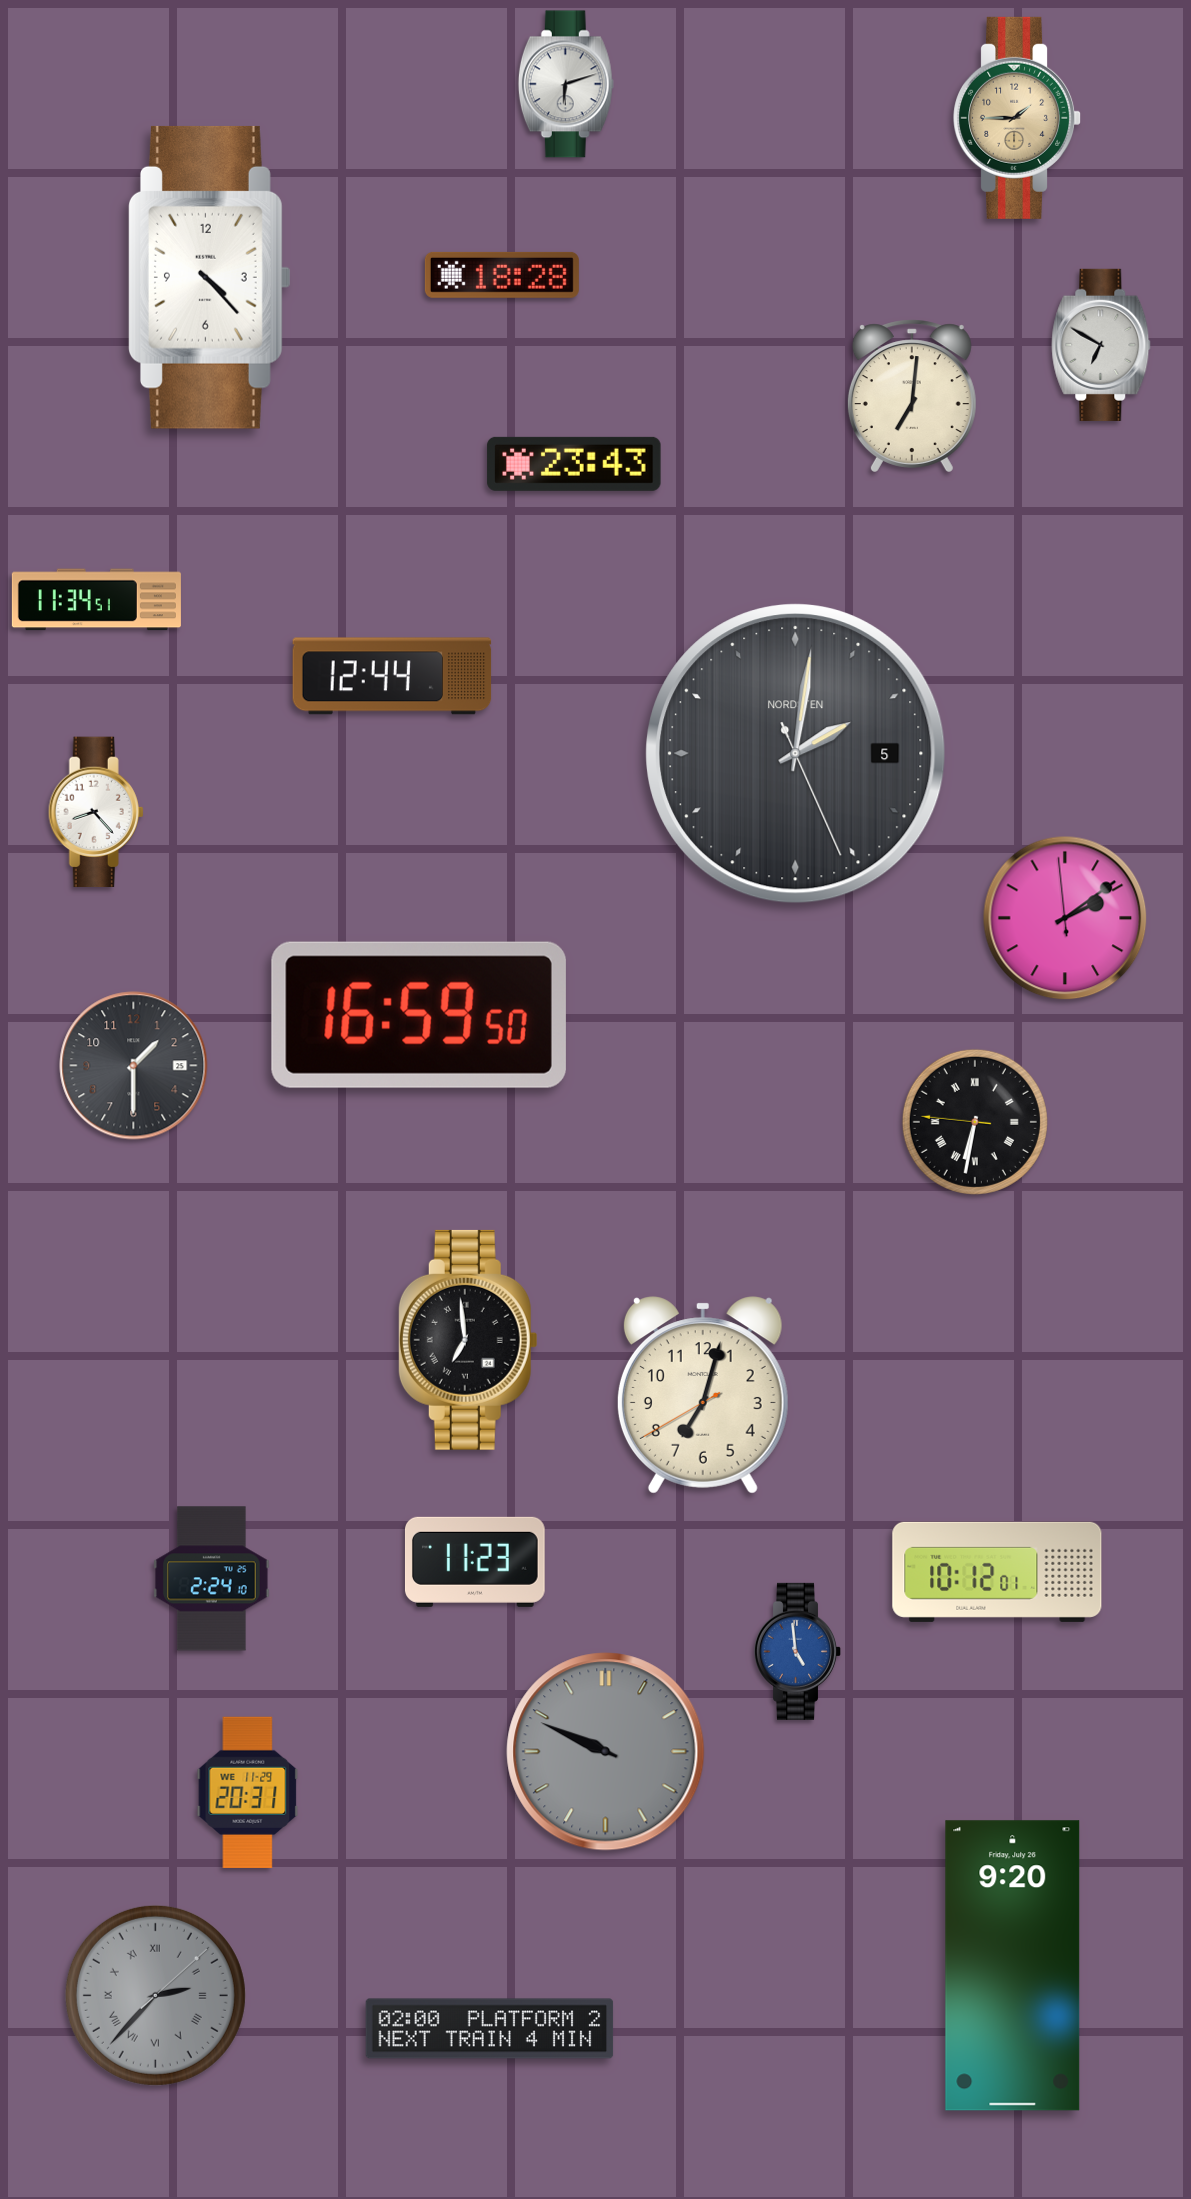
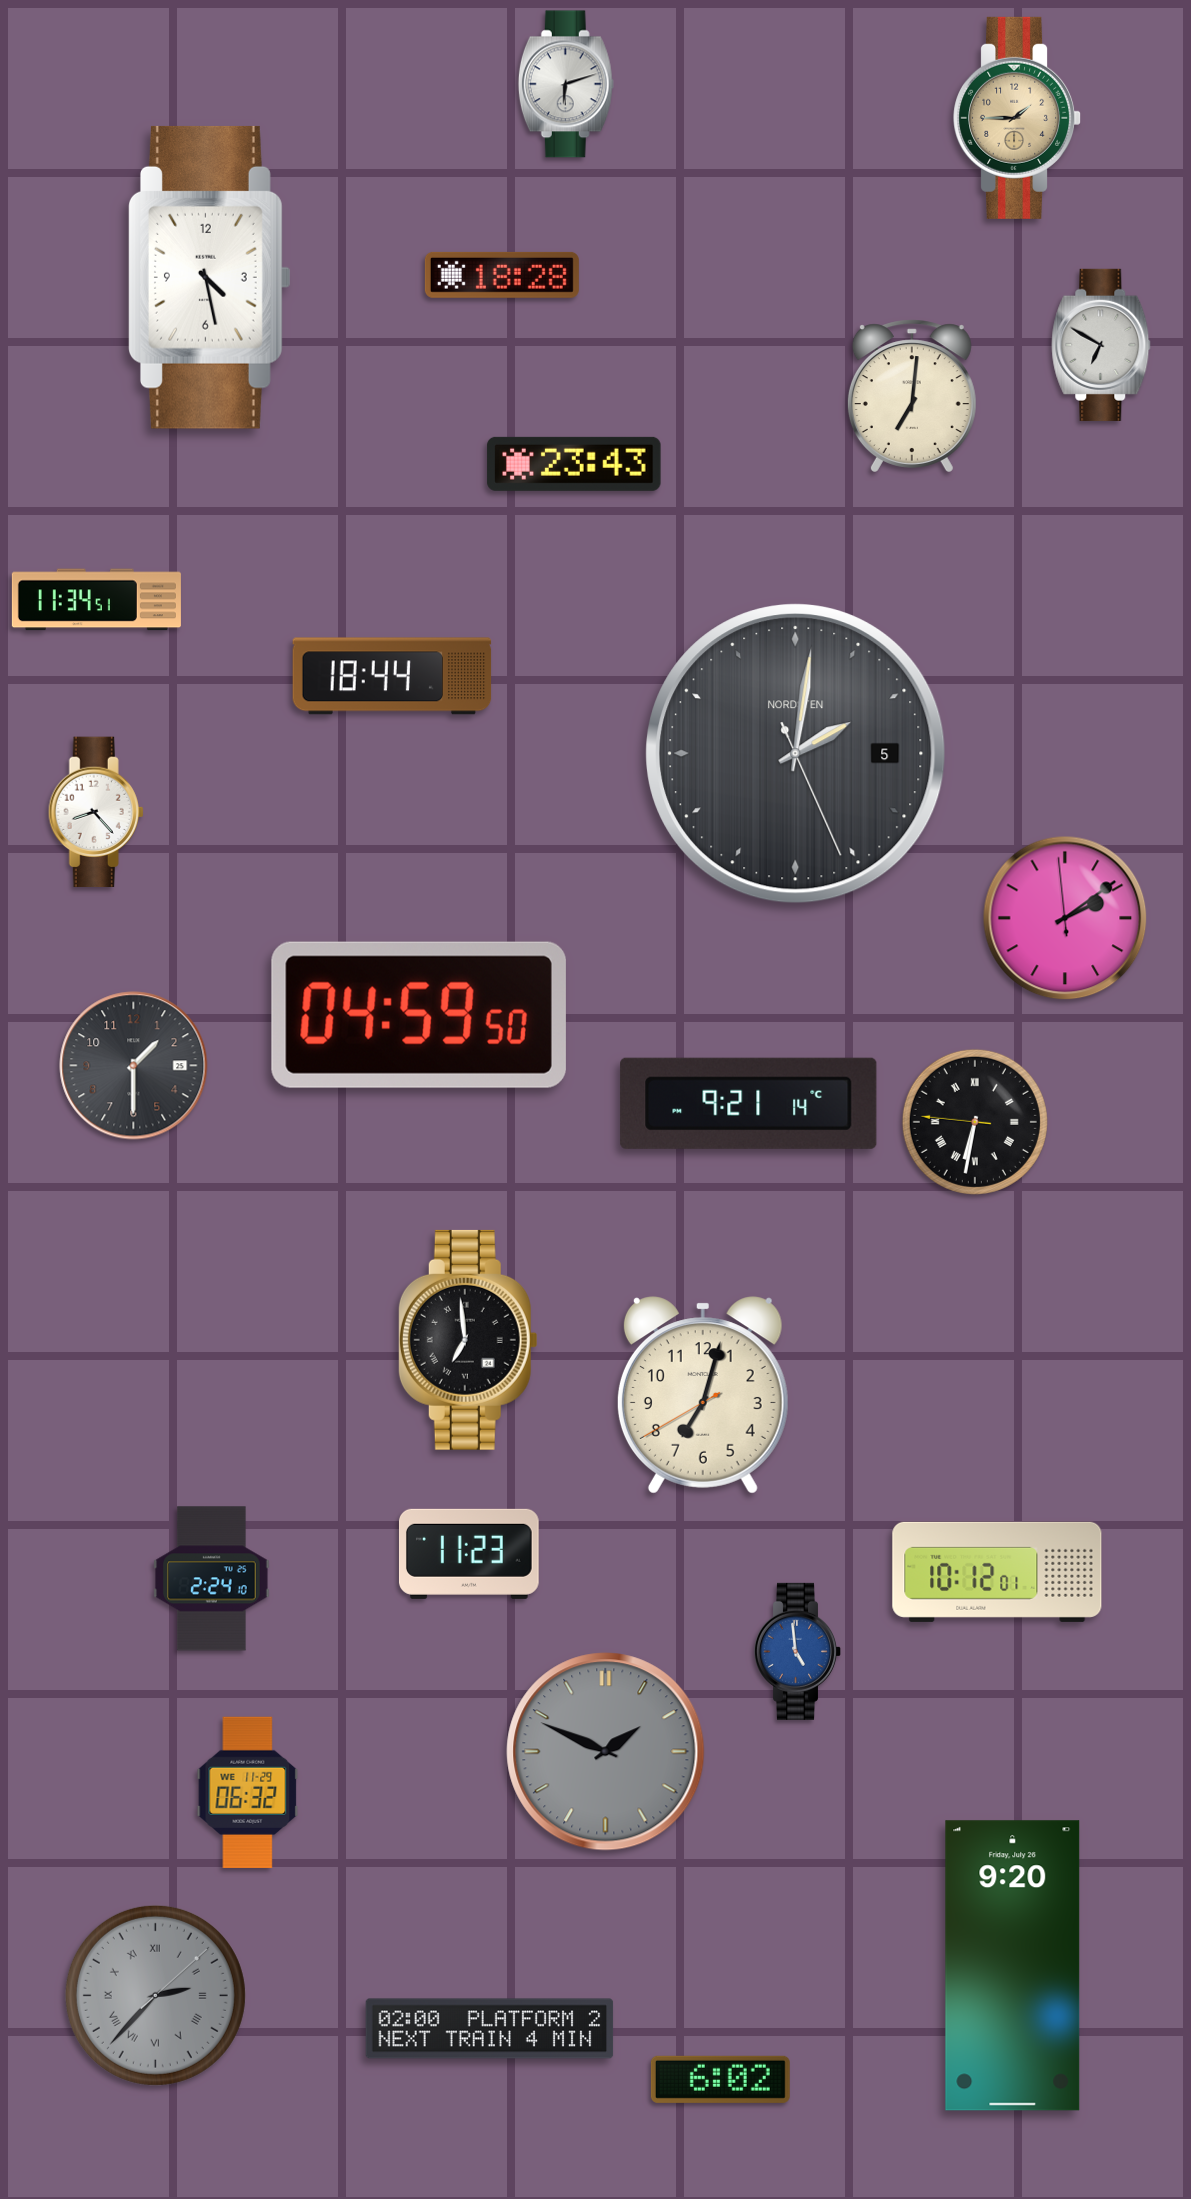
clock at (209, 277): 4:23 -> 4:28
clock at (392, 676): 12:44 -> 18:44
clock at (419, 1015): 16:59 -> 04:59
clock at (749, 1103): none -> 9:21
clock at (475, 1562) position: (475, 1562) -> (469, 1554)
clock at (606, 1752): 9:49 -> 1:49
clock at (248, 1792): 20:31 -> 06:32
clock at (720, 2079): none -> 6:02
